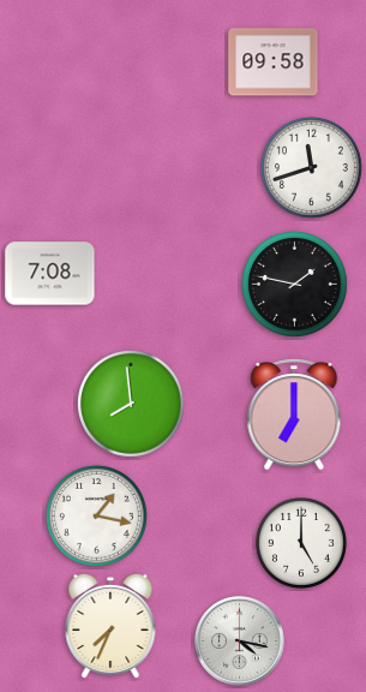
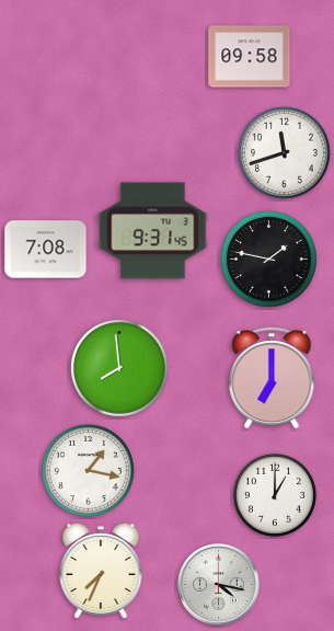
clock at (153, 231): none -> 9:31
clock at (294, 416) position: (294, 416) -> (272, 379)
clock at (301, 543): 5:00 -> 1:00
